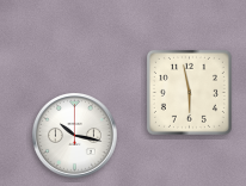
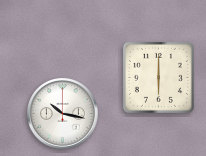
clock at (189, 92): 5:58 -> 6:00
